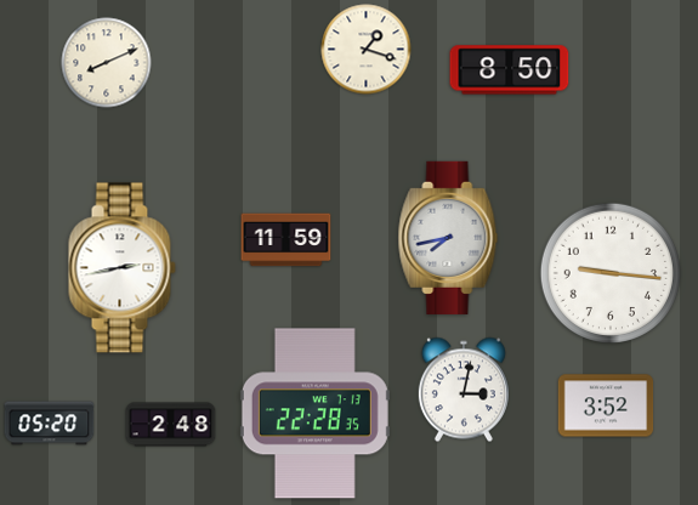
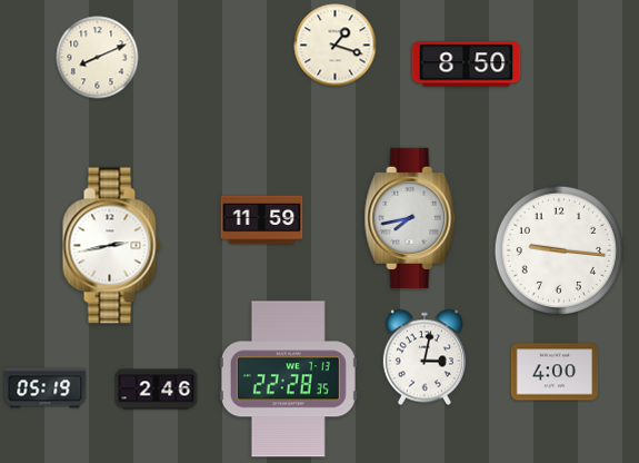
clock at (606, 405): 3:52 -> 4:00
clock at (50, 424): 05:20 -> 05:19
clock at (171, 425): 2:48 -> 2:46
